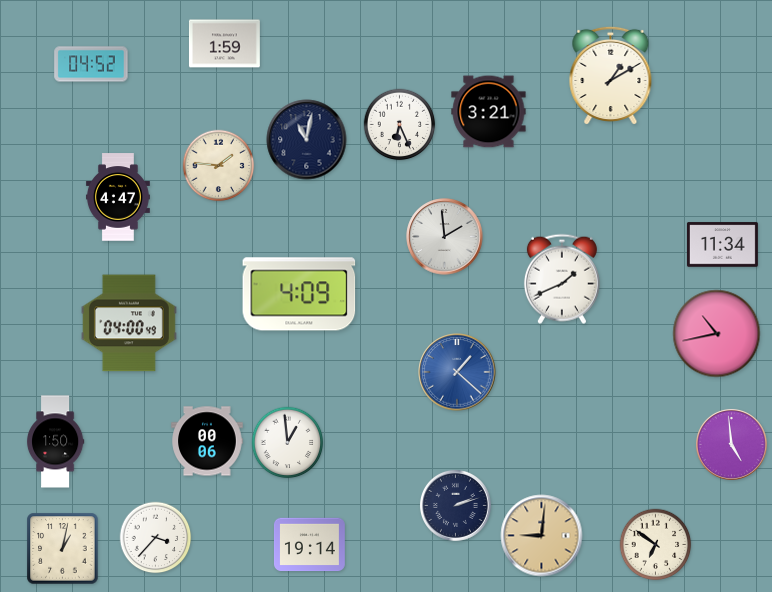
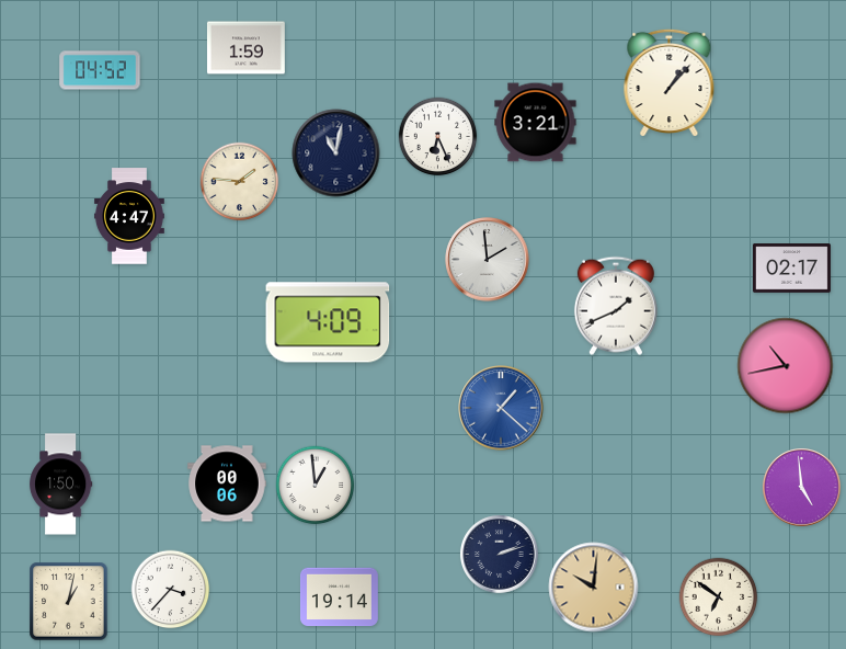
clock at (611, 75): 1:10 -> 1:07
clock at (723, 245): 11:34 -> 02:17
clock at (129, 323): 04:00 -> none
clock at (542, 536): 9:01 -> 10:01
